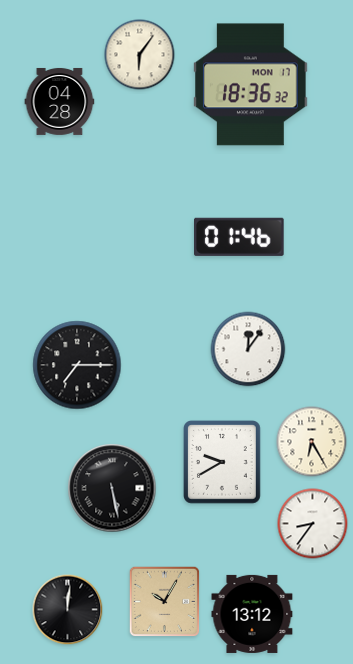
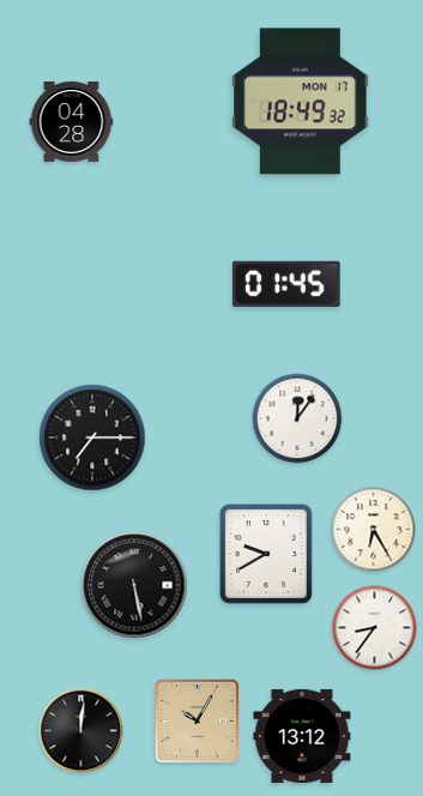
clock at (140, 55): 6:06 -> none
clock at (251, 85): 18:36 -> 18:49
clock at (240, 237): 01:46 -> 01:45
